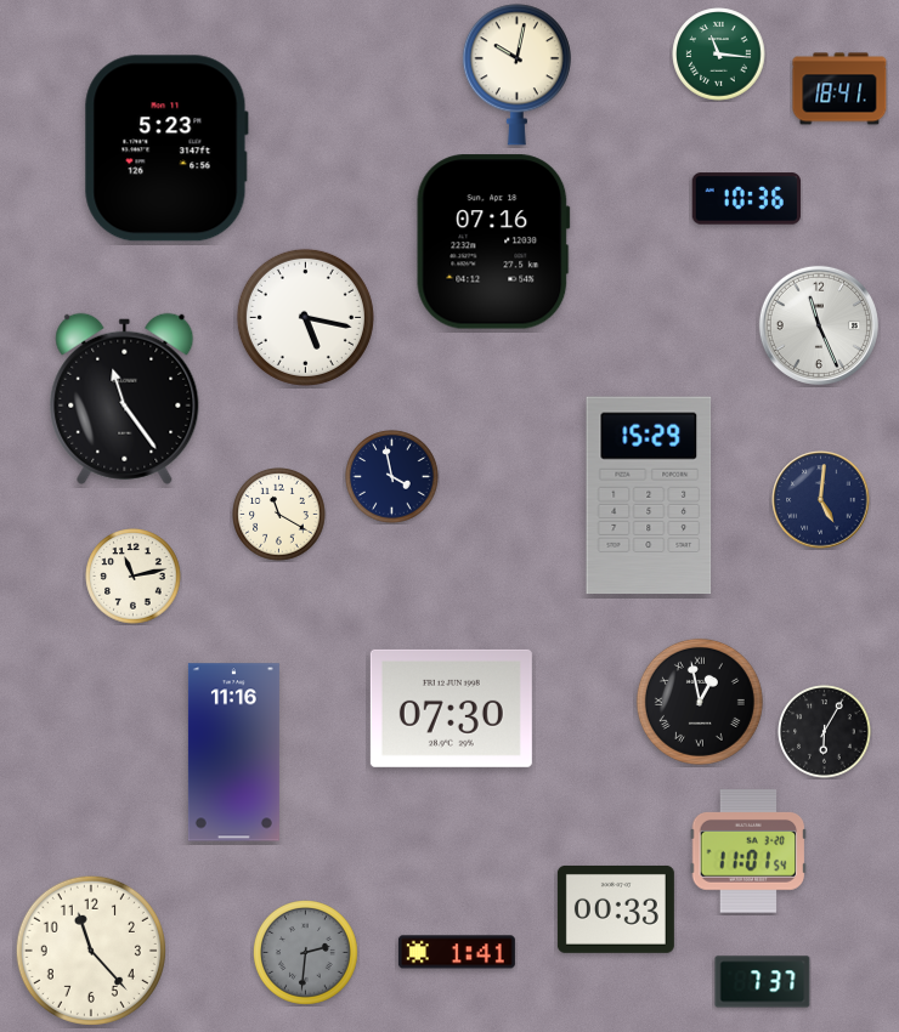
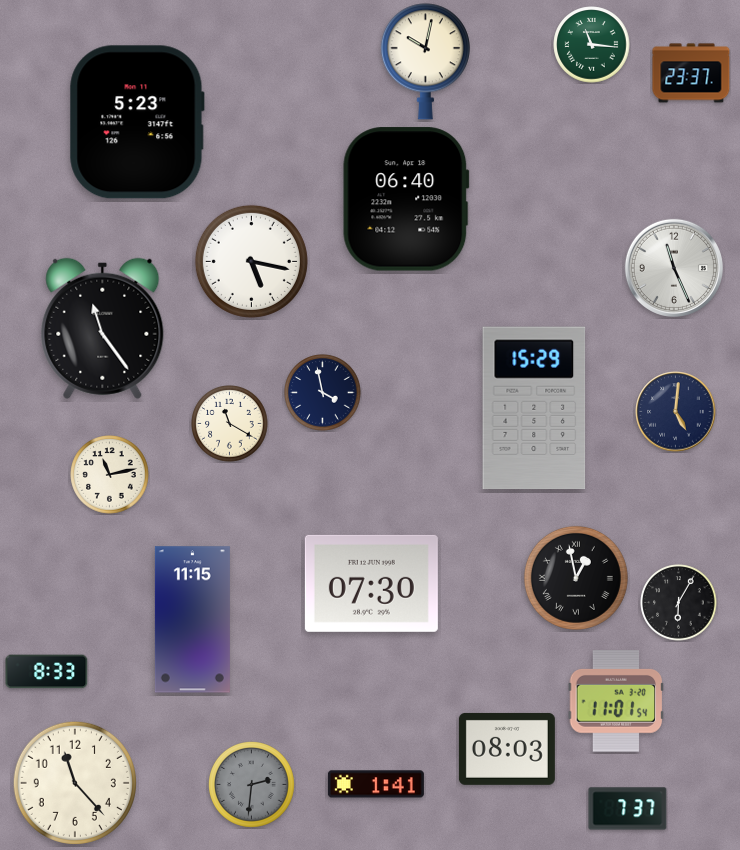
clock at (839, 89): 18:41 -> 23:37
clock at (747, 199): 10:36 -> none
clock at (493, 242): 07:16 -> 06:40
clock at (233, 753): 11:16 -> 11:15
clock at (47, 672): none -> 8:33
clock at (616, 909): 00:33 -> 08:03
